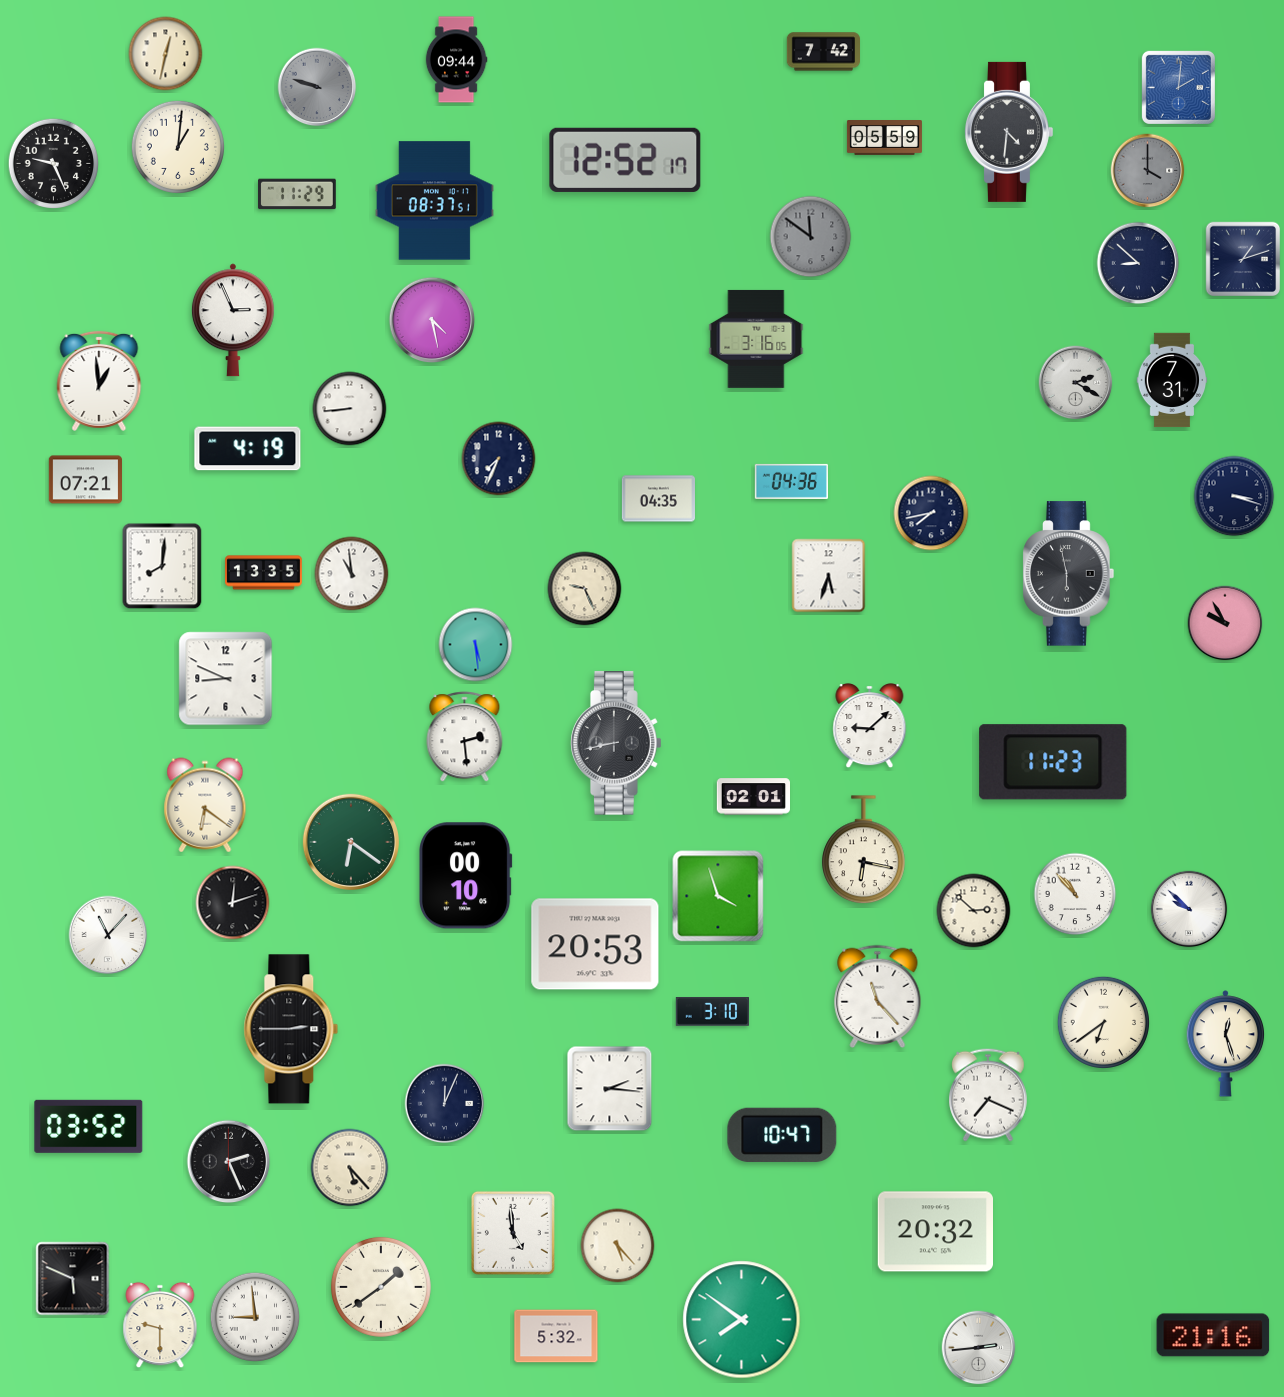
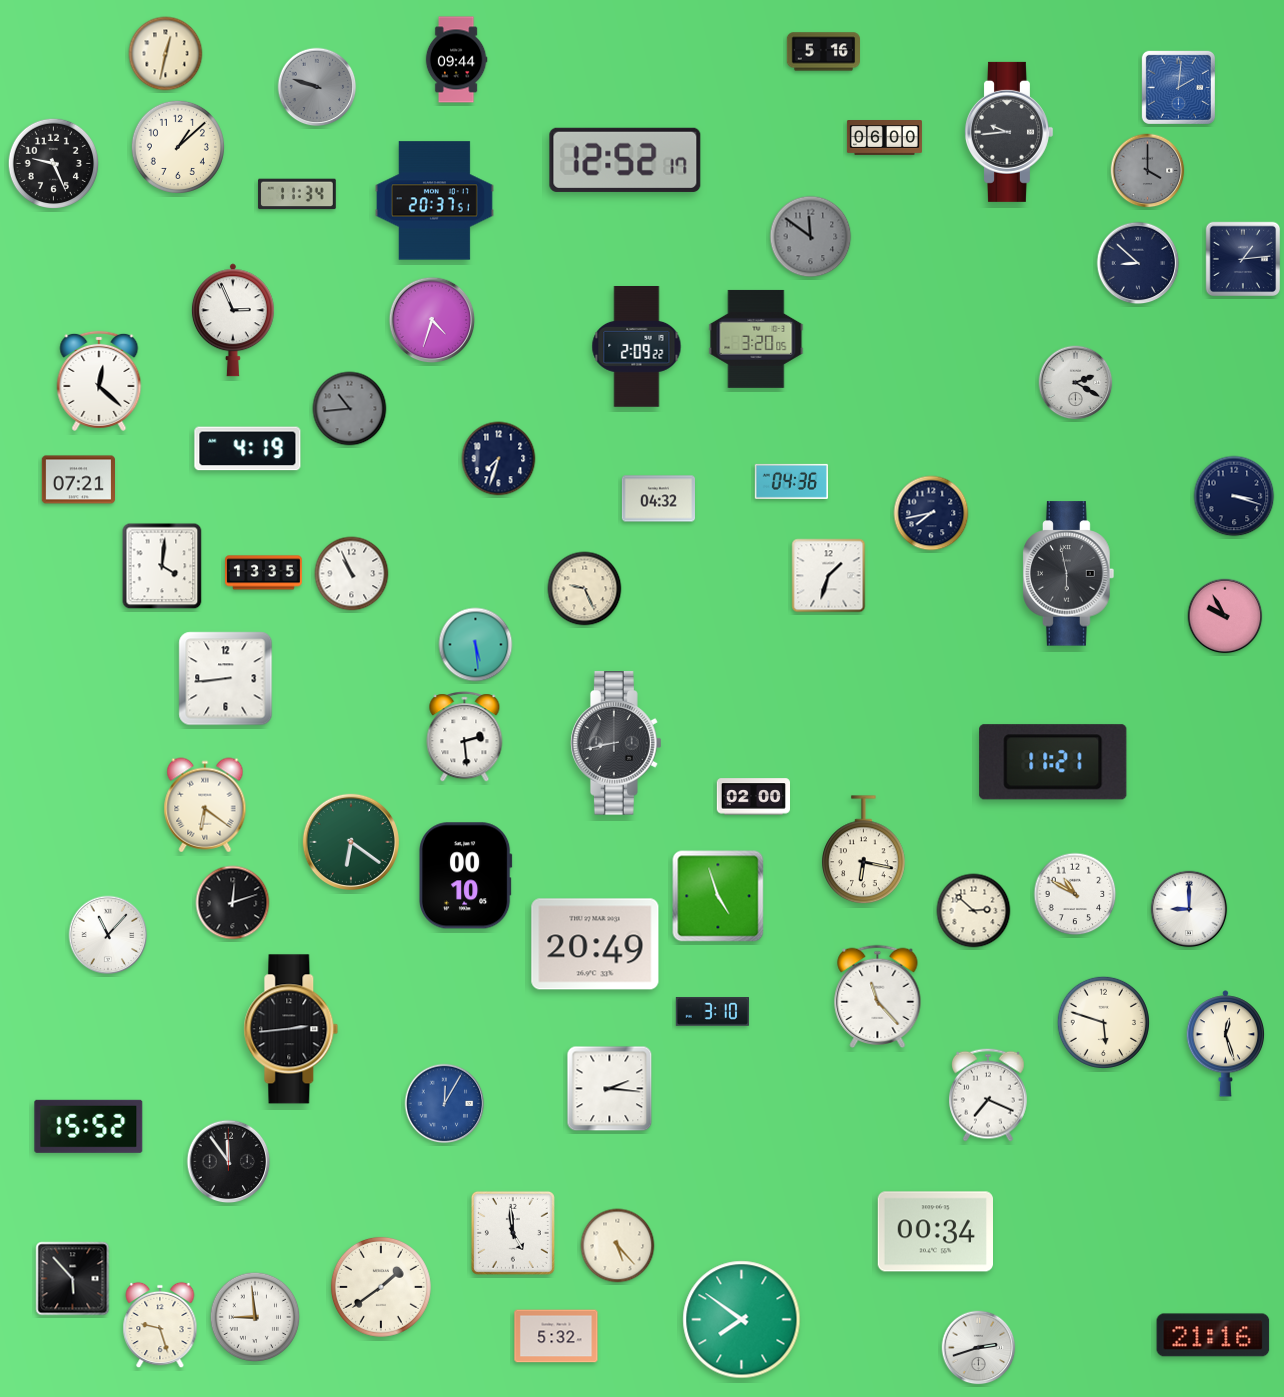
clock at (823, 52): 7:42 -> 5:16
clock at (1008, 132): 4:31 -> 9:44
clock at (884, 138): 05:59 -> 06:00
clock at (178, 147): 1:01 -> 1:08
clock at (297, 194): 11:29 -> 11:34
clock at (434, 201): 08:37 -> 20:37
clock at (1243, 259): 1:12 -> 1:14
clock at (432, 320): 4:28 -> 4:33
clock at (756, 339): 3:16 -> 3:20
clock at (637, 347): none -> 2:09
clock at (1172, 380): 7:31 -> none
clock at (99, 381): 12:59 -> 12:22
clock at (350, 409): 8:44 -> 10:44
clock at (350, 409) dial: white -> grey
clock at (499, 459): 7:34 -> 7:33
clock at (85, 480) position: (85, 480) -> (78, 480)
clock at (658, 499): 04:35 -> 04:32
clock at (162, 566): 8:01 -> 4:01
clock at (352, 574): 10:59 -> 10:56
clock at (829, 576): 5:33 -> 1:33
clock at (1225, 623) position: (1225, 623) -> (1225, 616)
clock at (226, 679): 8:49 -> 8:44
clock at (870, 726): 9:08 -> none
clock at (1053, 762): 11:23 -> 11:21
clock at (753, 797): 02:01 -> 02:00
clock at (1075, 894): 10:53 -> 10:50
clock at (718, 896): 3:57 -> 4:57
clock at (1189, 909): 9:52 -> 9:00
clock at (595, 944): 20:53 -> 20:49
clock at (1103, 1022): 6:39 -> 5:48
clock at (291, 1029): 2:45 -> 2:44
clock at (445, 1104): 12:04 -> 12:05
clock at (445, 1104) dial: navy -> blue
clock at (89, 1126): 03:52 -> 15:52
clock at (782, 1135): 10:47 -> none
clock at (229, 1162): 2:26 -> 11:54
clock at (350, 1168): 5:23 -> none
clock at (935, 1232): 20:32 -> 00:34
clock at (73, 1279): 5:49 -> 5:53
clock at (160, 1325): 9:30 -> 9:27
clock at (979, 1348): 2:44 -> 2:42
